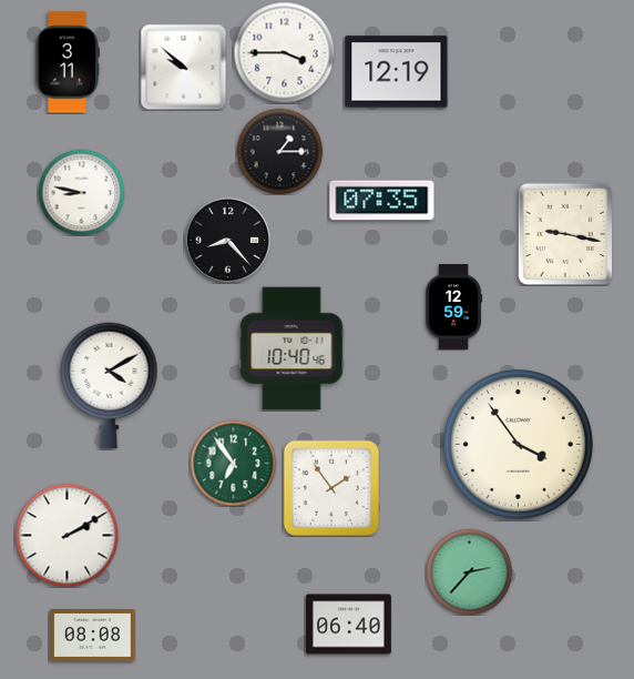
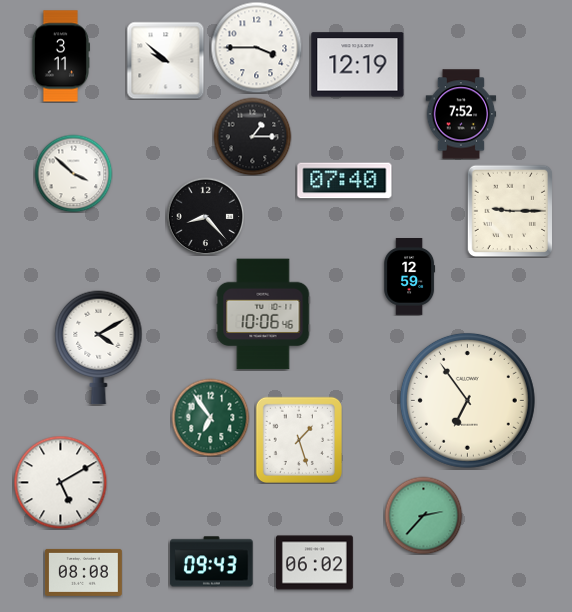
clock at (461, 114): none -> 7:52
clock at (81, 192): 8:47 -> 3:52
clock at (382, 201): 07:35 -> 07:40
clock at (565, 234): 9:17 -> 9:15
clock at (292, 348): 10:40 -> 10:06
clock at (518, 444): 3:54 -> 6:54
clock at (330, 487): 1:54 -> 1:27
clock at (67, 535): 2:10 -> 5:10
clock at (212, 562): none -> 09:43
clock at (349, 625): 06:40 -> 06:02
